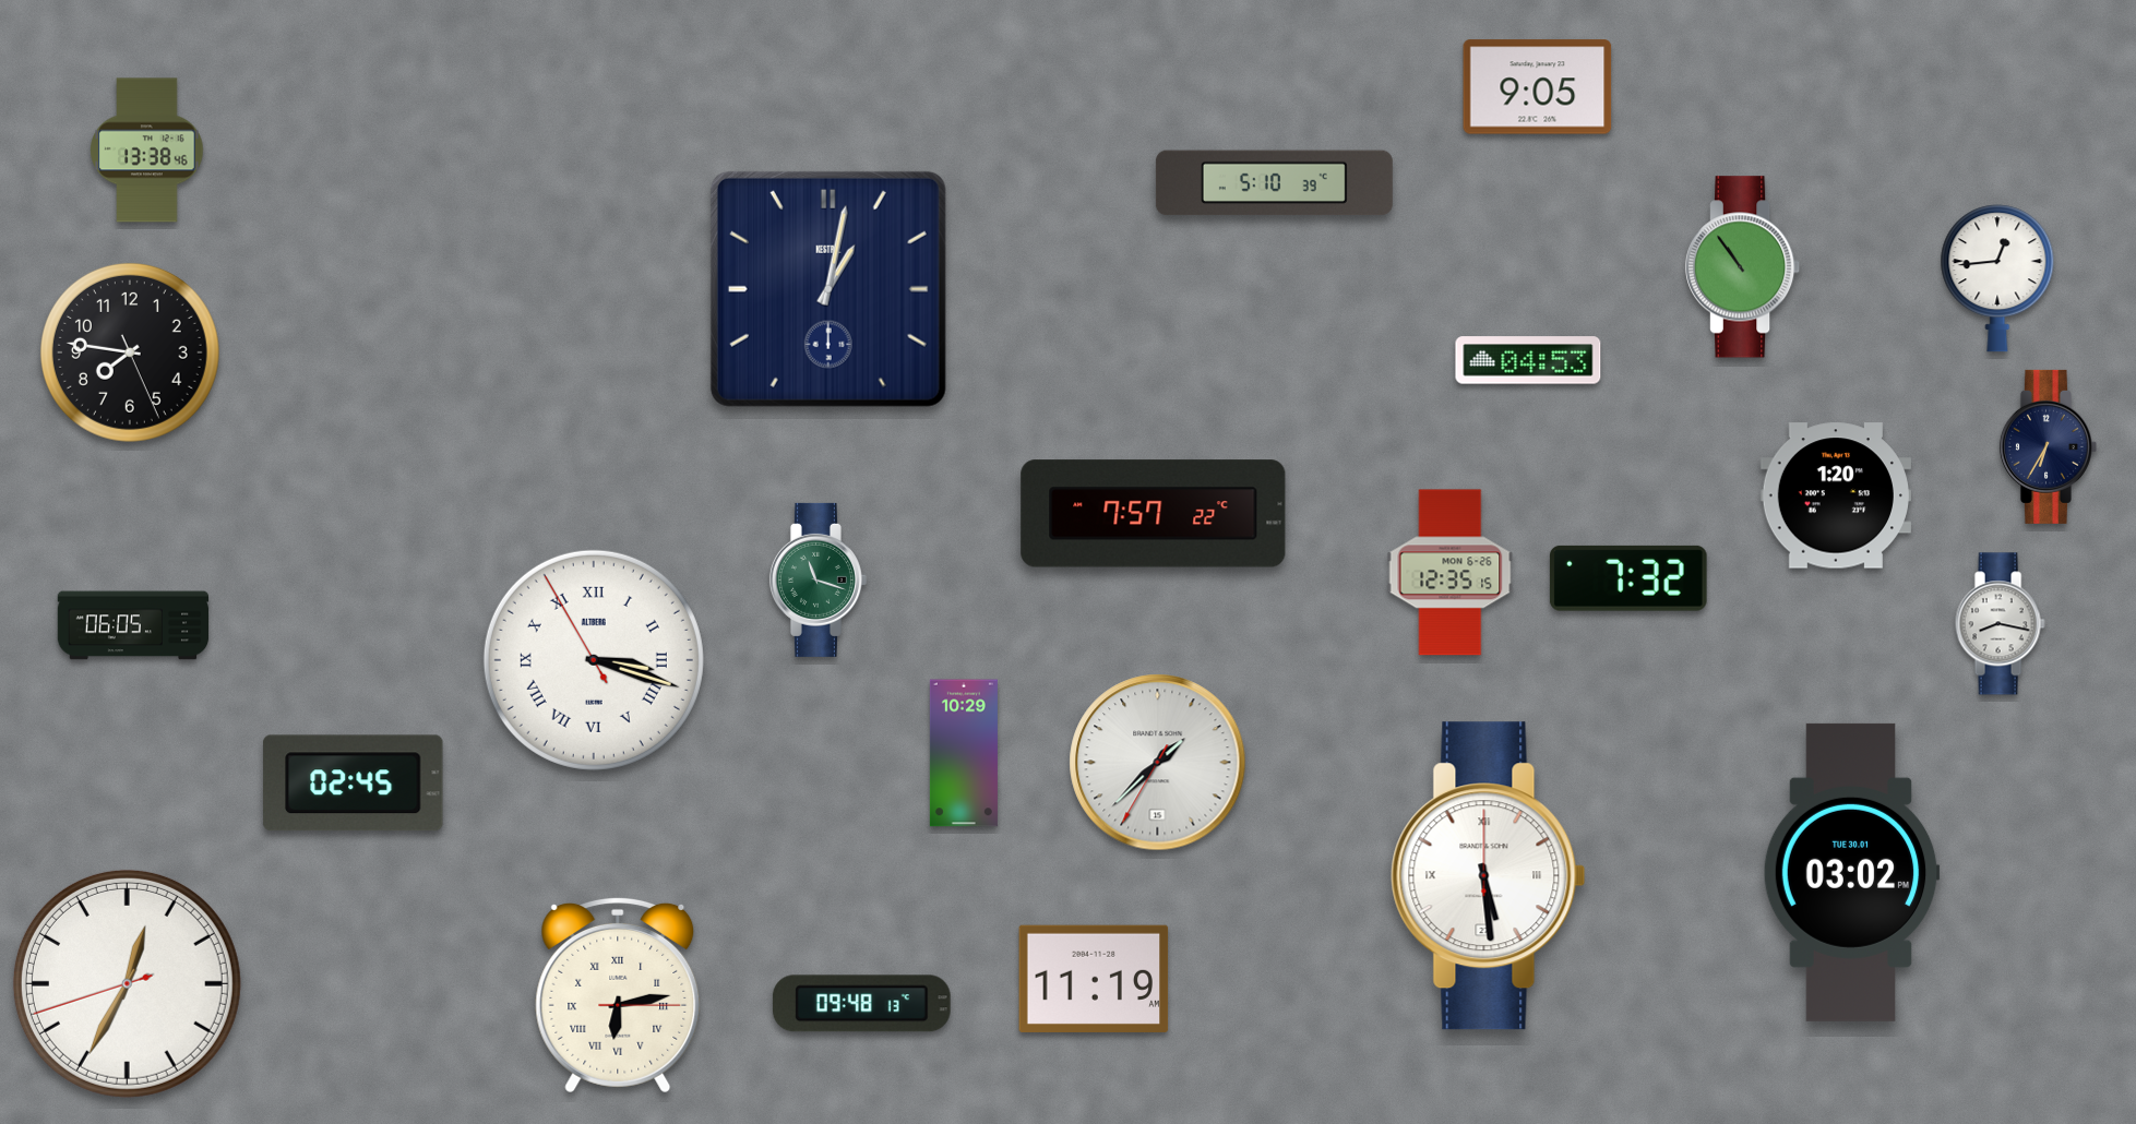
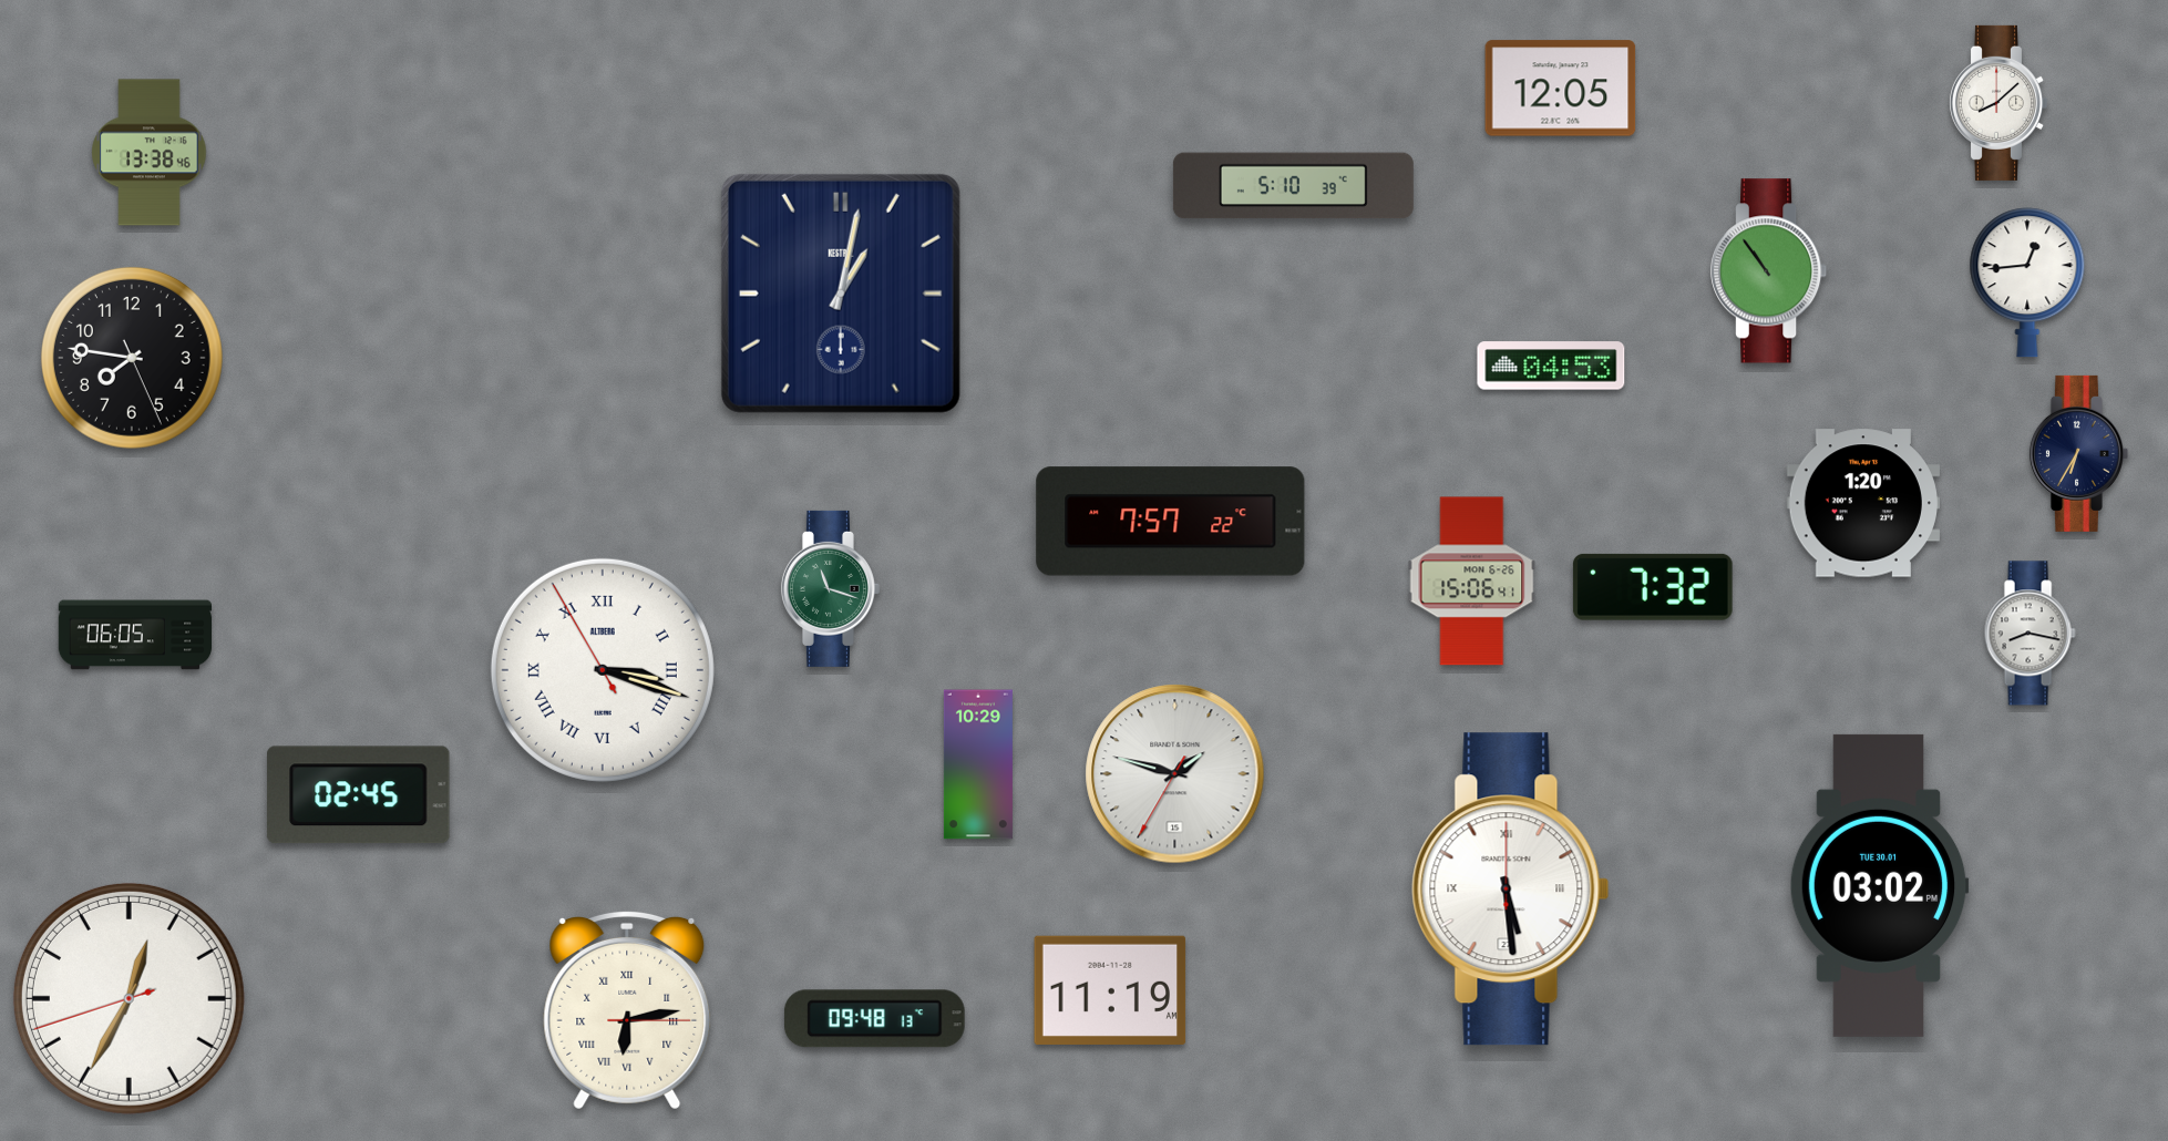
clock at (1538, 87): 9:05 -> 12:05
clock at (1997, 103): none -> 8:08
clock at (1451, 573): 12:35 -> 15:06
clock at (1158, 763): 1:37 -> 1:47
clock at (1094, 979) position: (1094, 979) -> (1110, 990)
